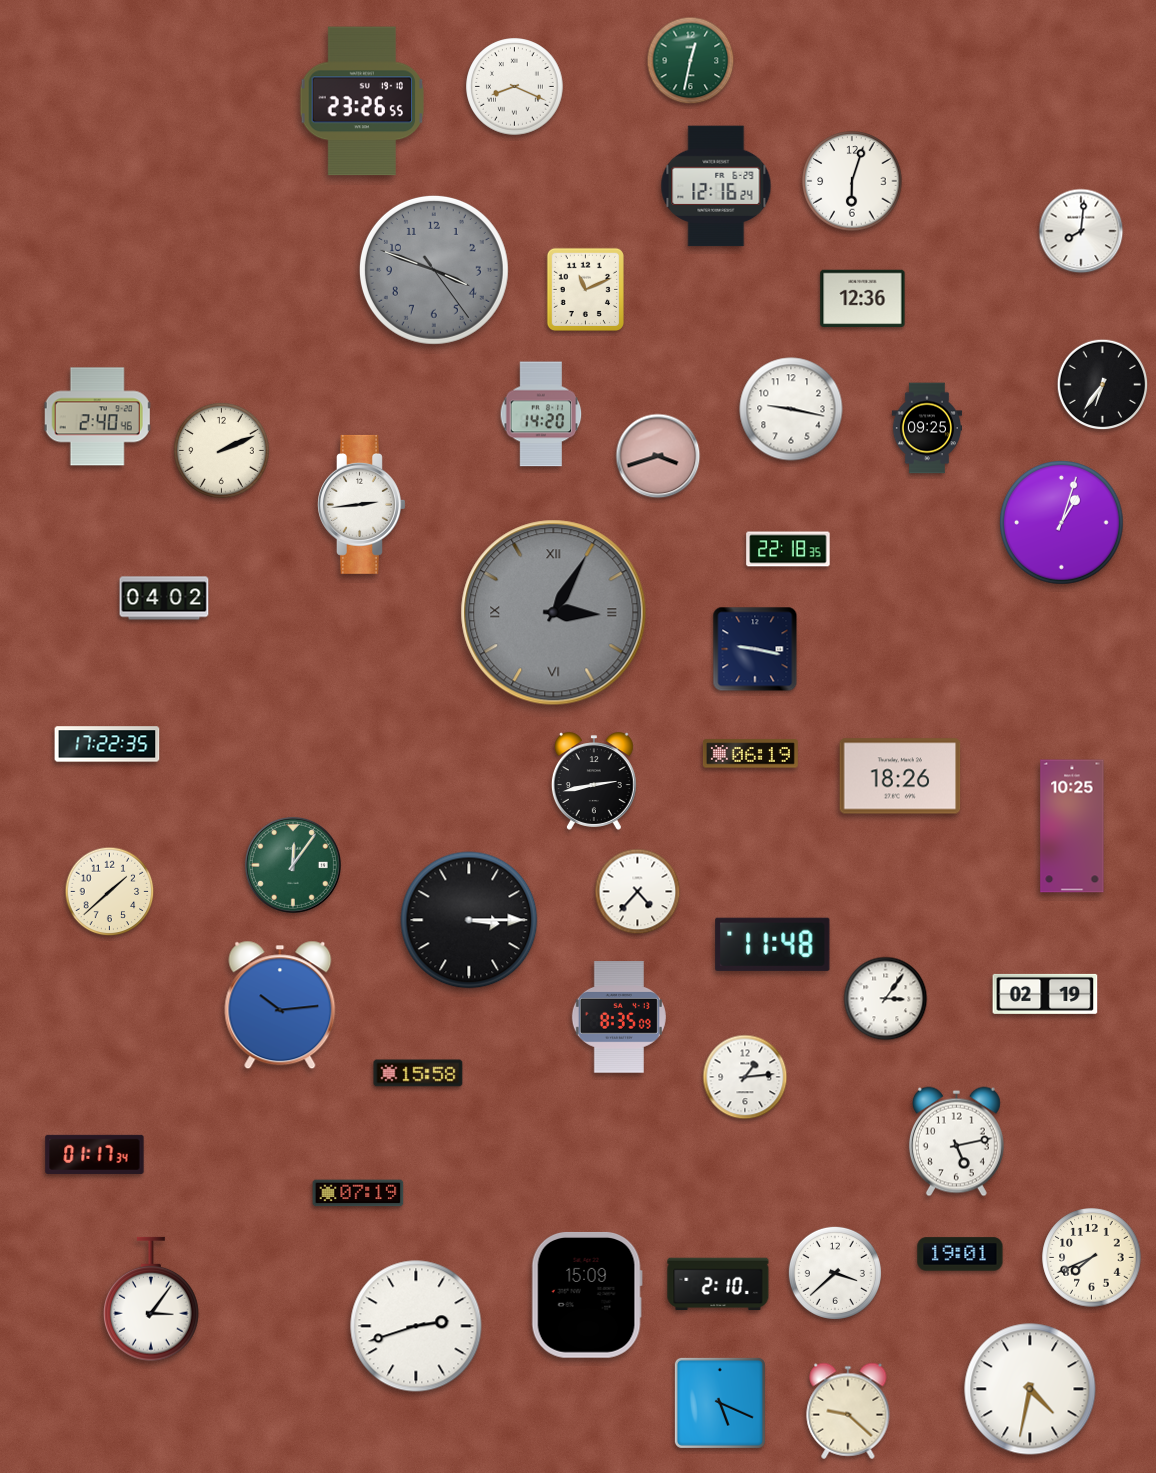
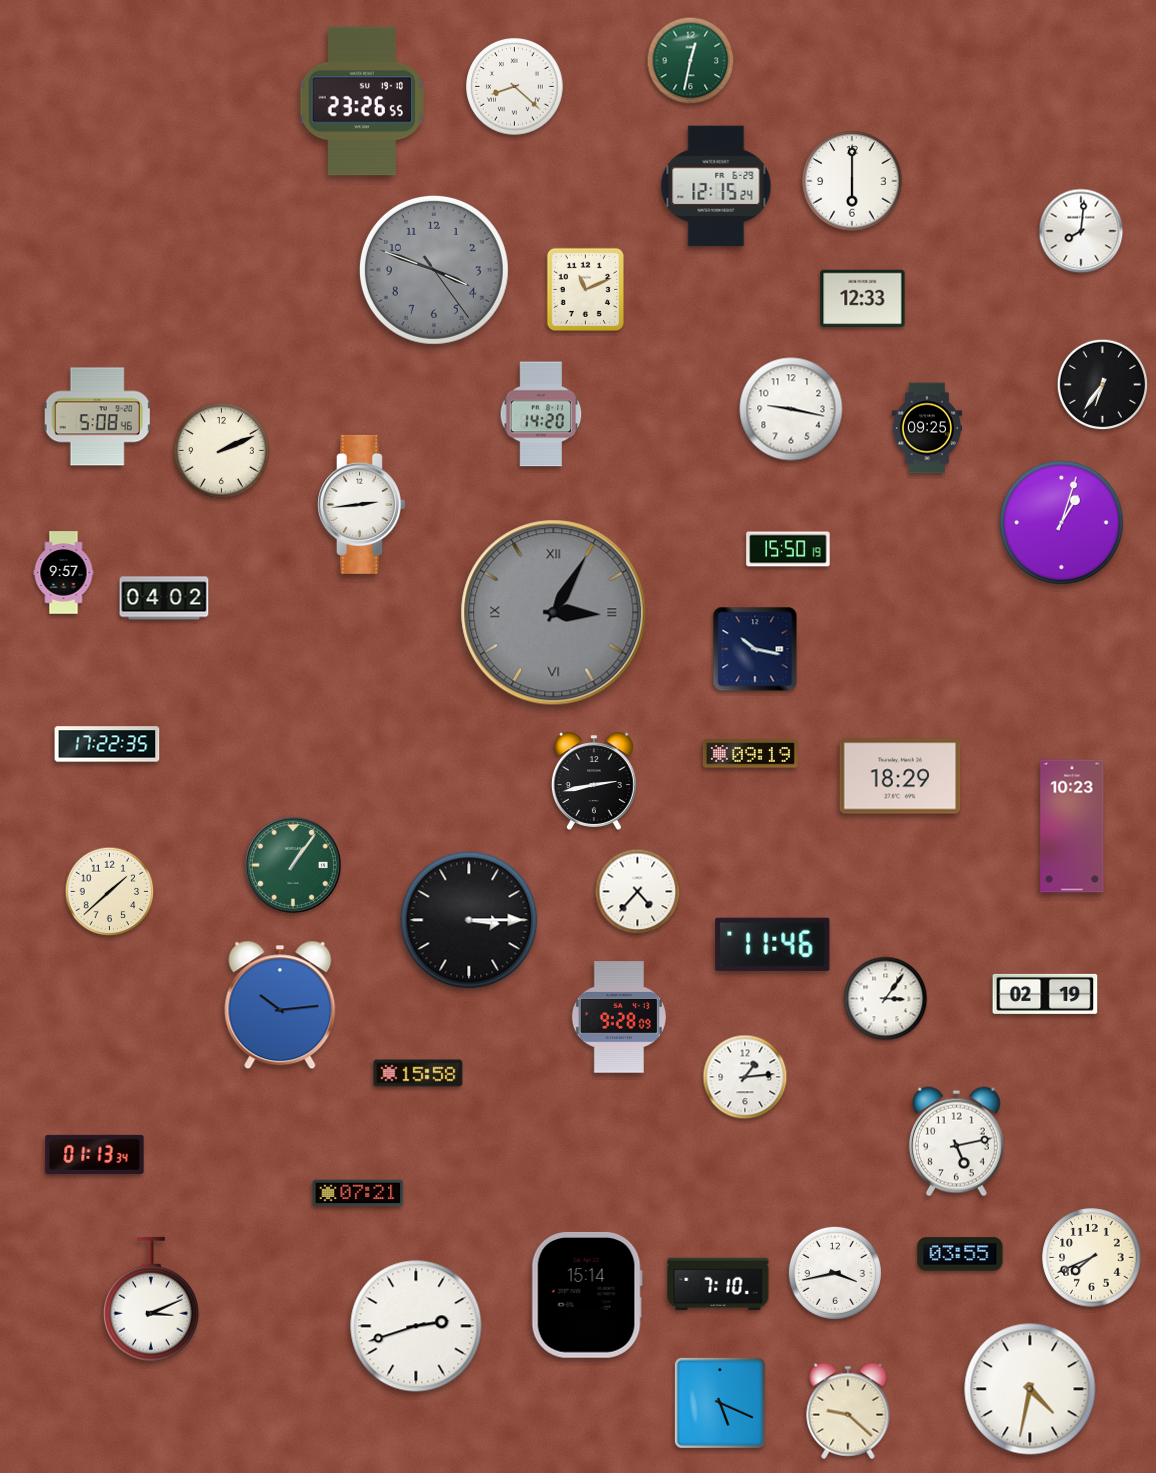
clock at (515, 87): 8:19 -> 8:22
clock at (852, 181): 6:03 -> 6:00
clock at (716, 186): 12:16 -> 12:15
clock at (863, 299): 12:36 -> 12:33
clock at (98, 417): 2:40 -> 5:08
clock at (658, 456): 3:42 -> none
clock at (788, 549): 22:18 -> 15:50
clock at (64, 573): none -> 9:57
clock at (755, 649): 9:17 -> 10:17
clock at (750, 754): 06:19 -> 09:19
clock at (900, 776): 18:26 -> 18:29
clock at (1072, 826): 10:25 -> 10:23
clock at (293, 865): 12:06 -> 1:06
clock at (773, 944): 11:48 -> 11:46
clock at (619, 1017): 8:35 -> 9:28
clock at (95, 1154): 01:17 -> 01:13
clock at (358, 1193): 07:19 -> 07:21
clock at (960, 1254): 19:01 -> 03:55
clock at (835, 1273): 3:38 -> 3:43
clock at (718, 1284): 2:10 -> 7:10
clock at (587, 1295): 15:09 -> 15:14
clock at (152, 1299): 3:06 -> 3:11
